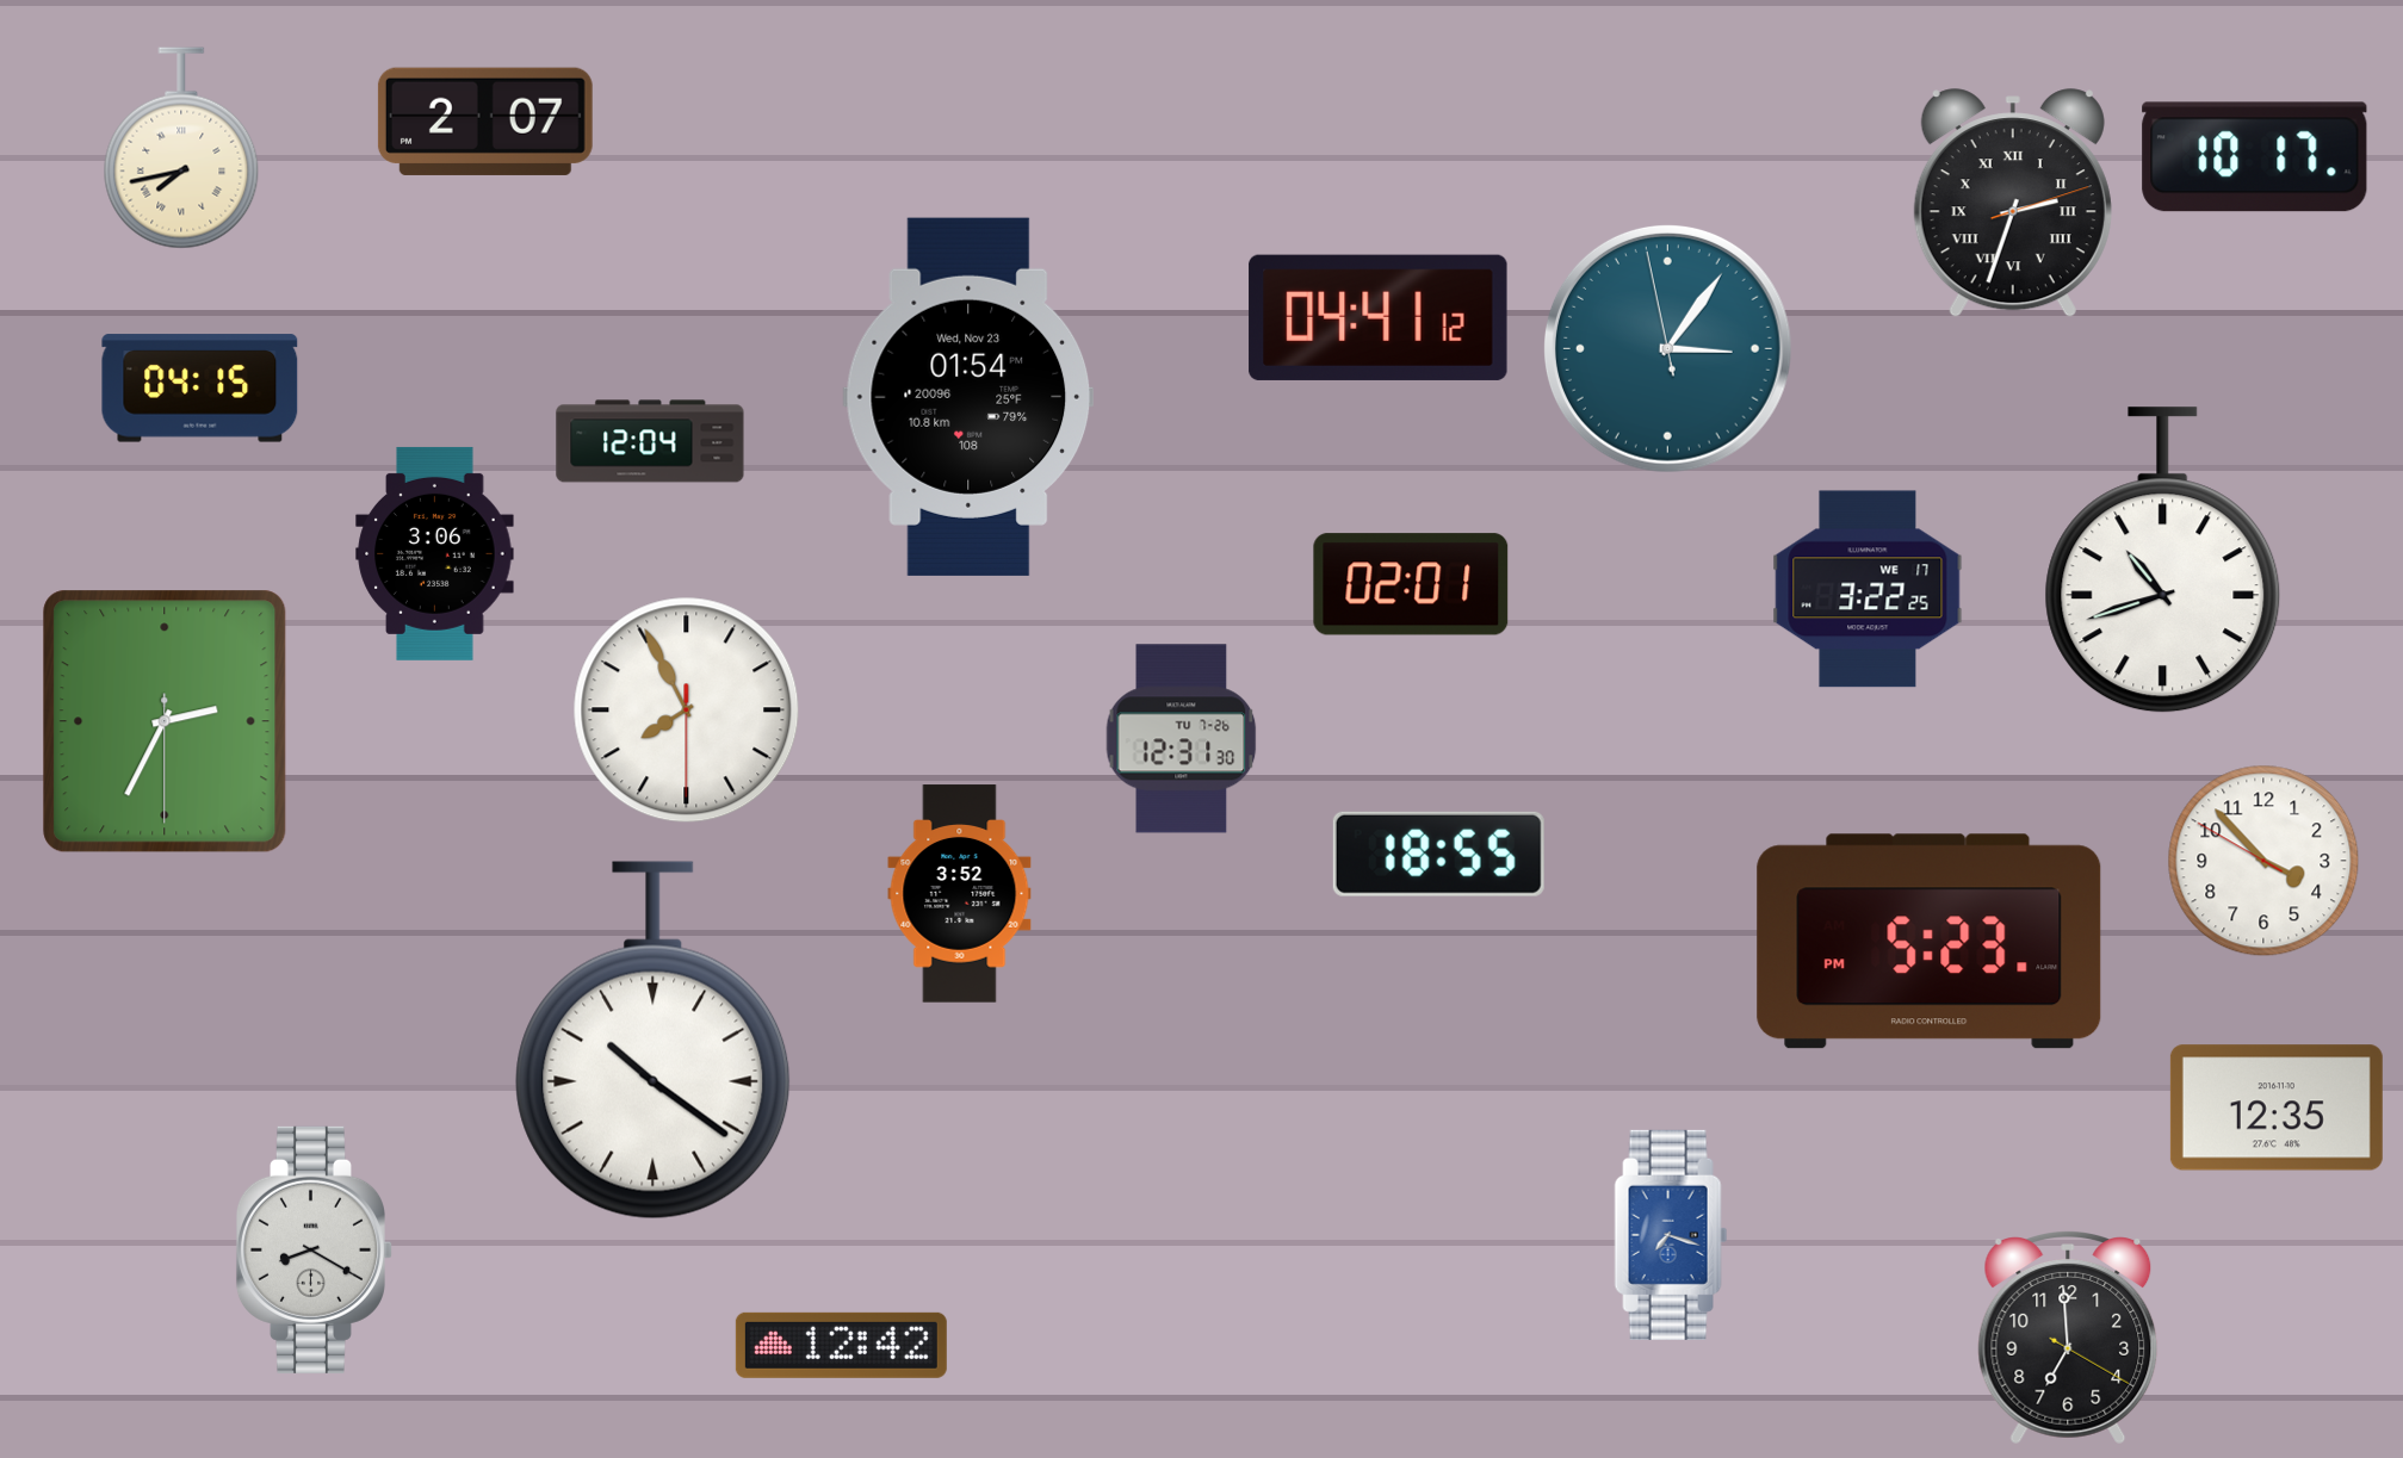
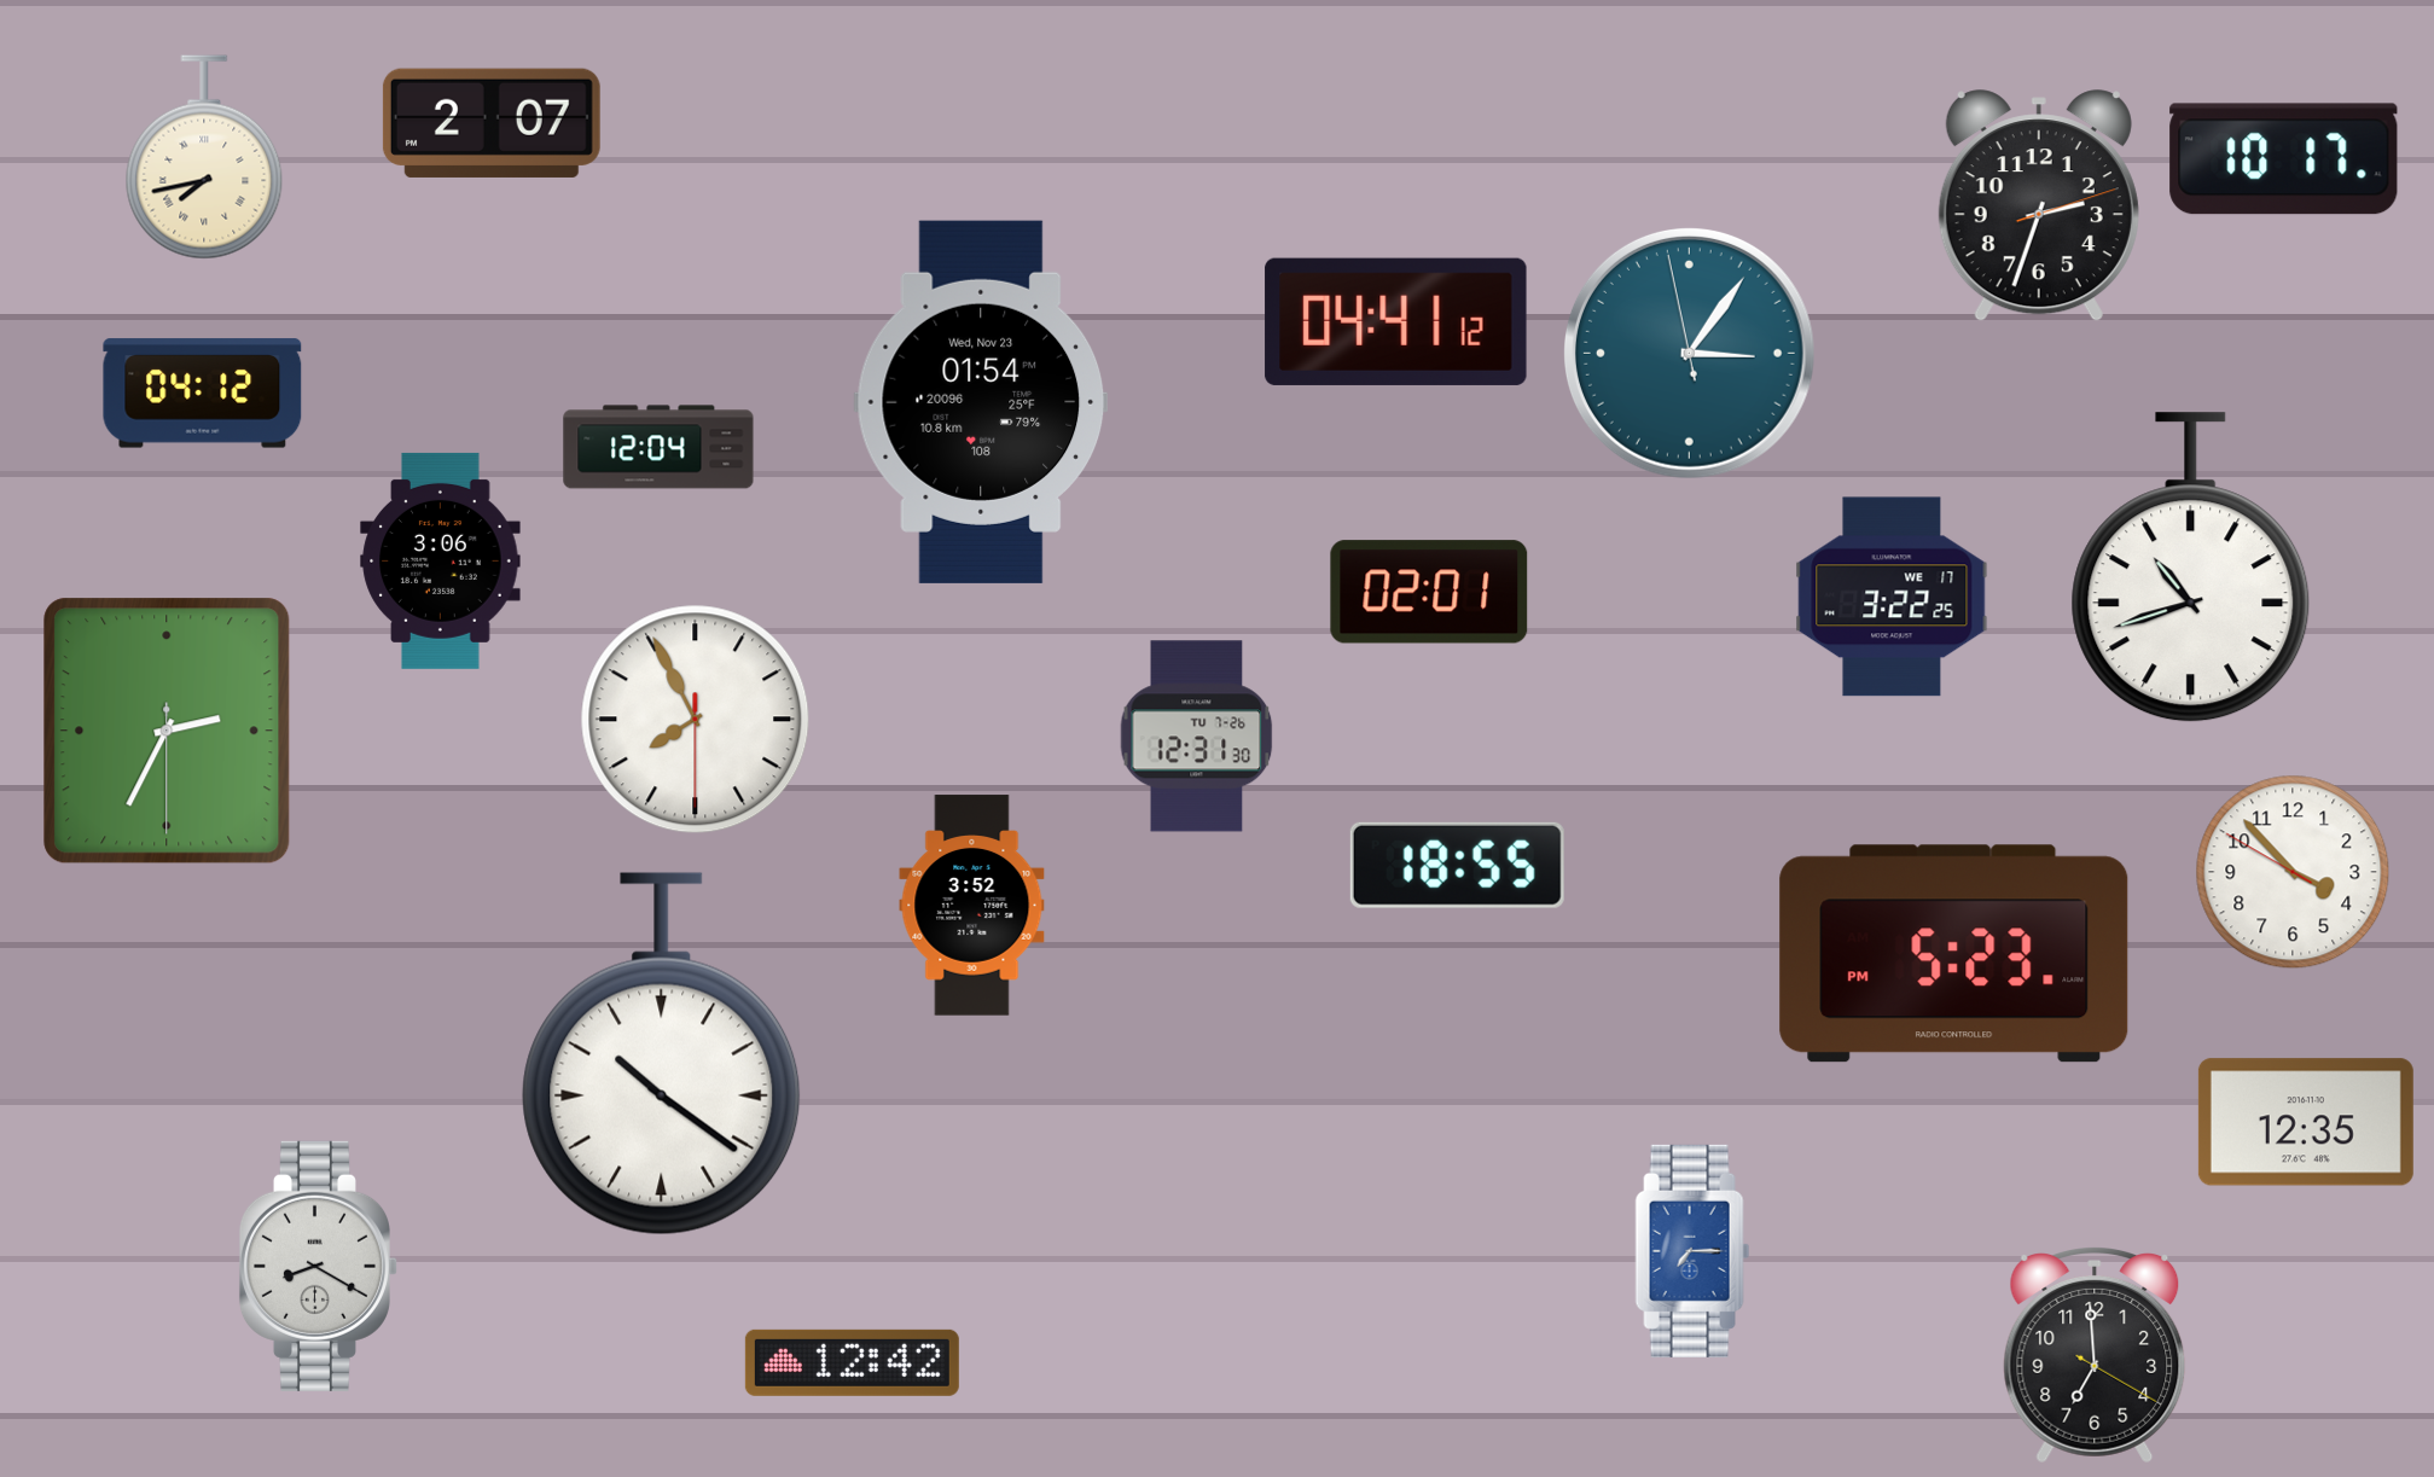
clock at (181, 148) position: (181, 148) -> (204, 157)
clock at (2013, 204) numerals: Roman -> Arabic
clock at (200, 389): 04:15 -> 04:12
clock at (1182, 739) position: (1182, 739) -> (1197, 737)
clock at (1671, 1235): 7:18 -> 7:15
